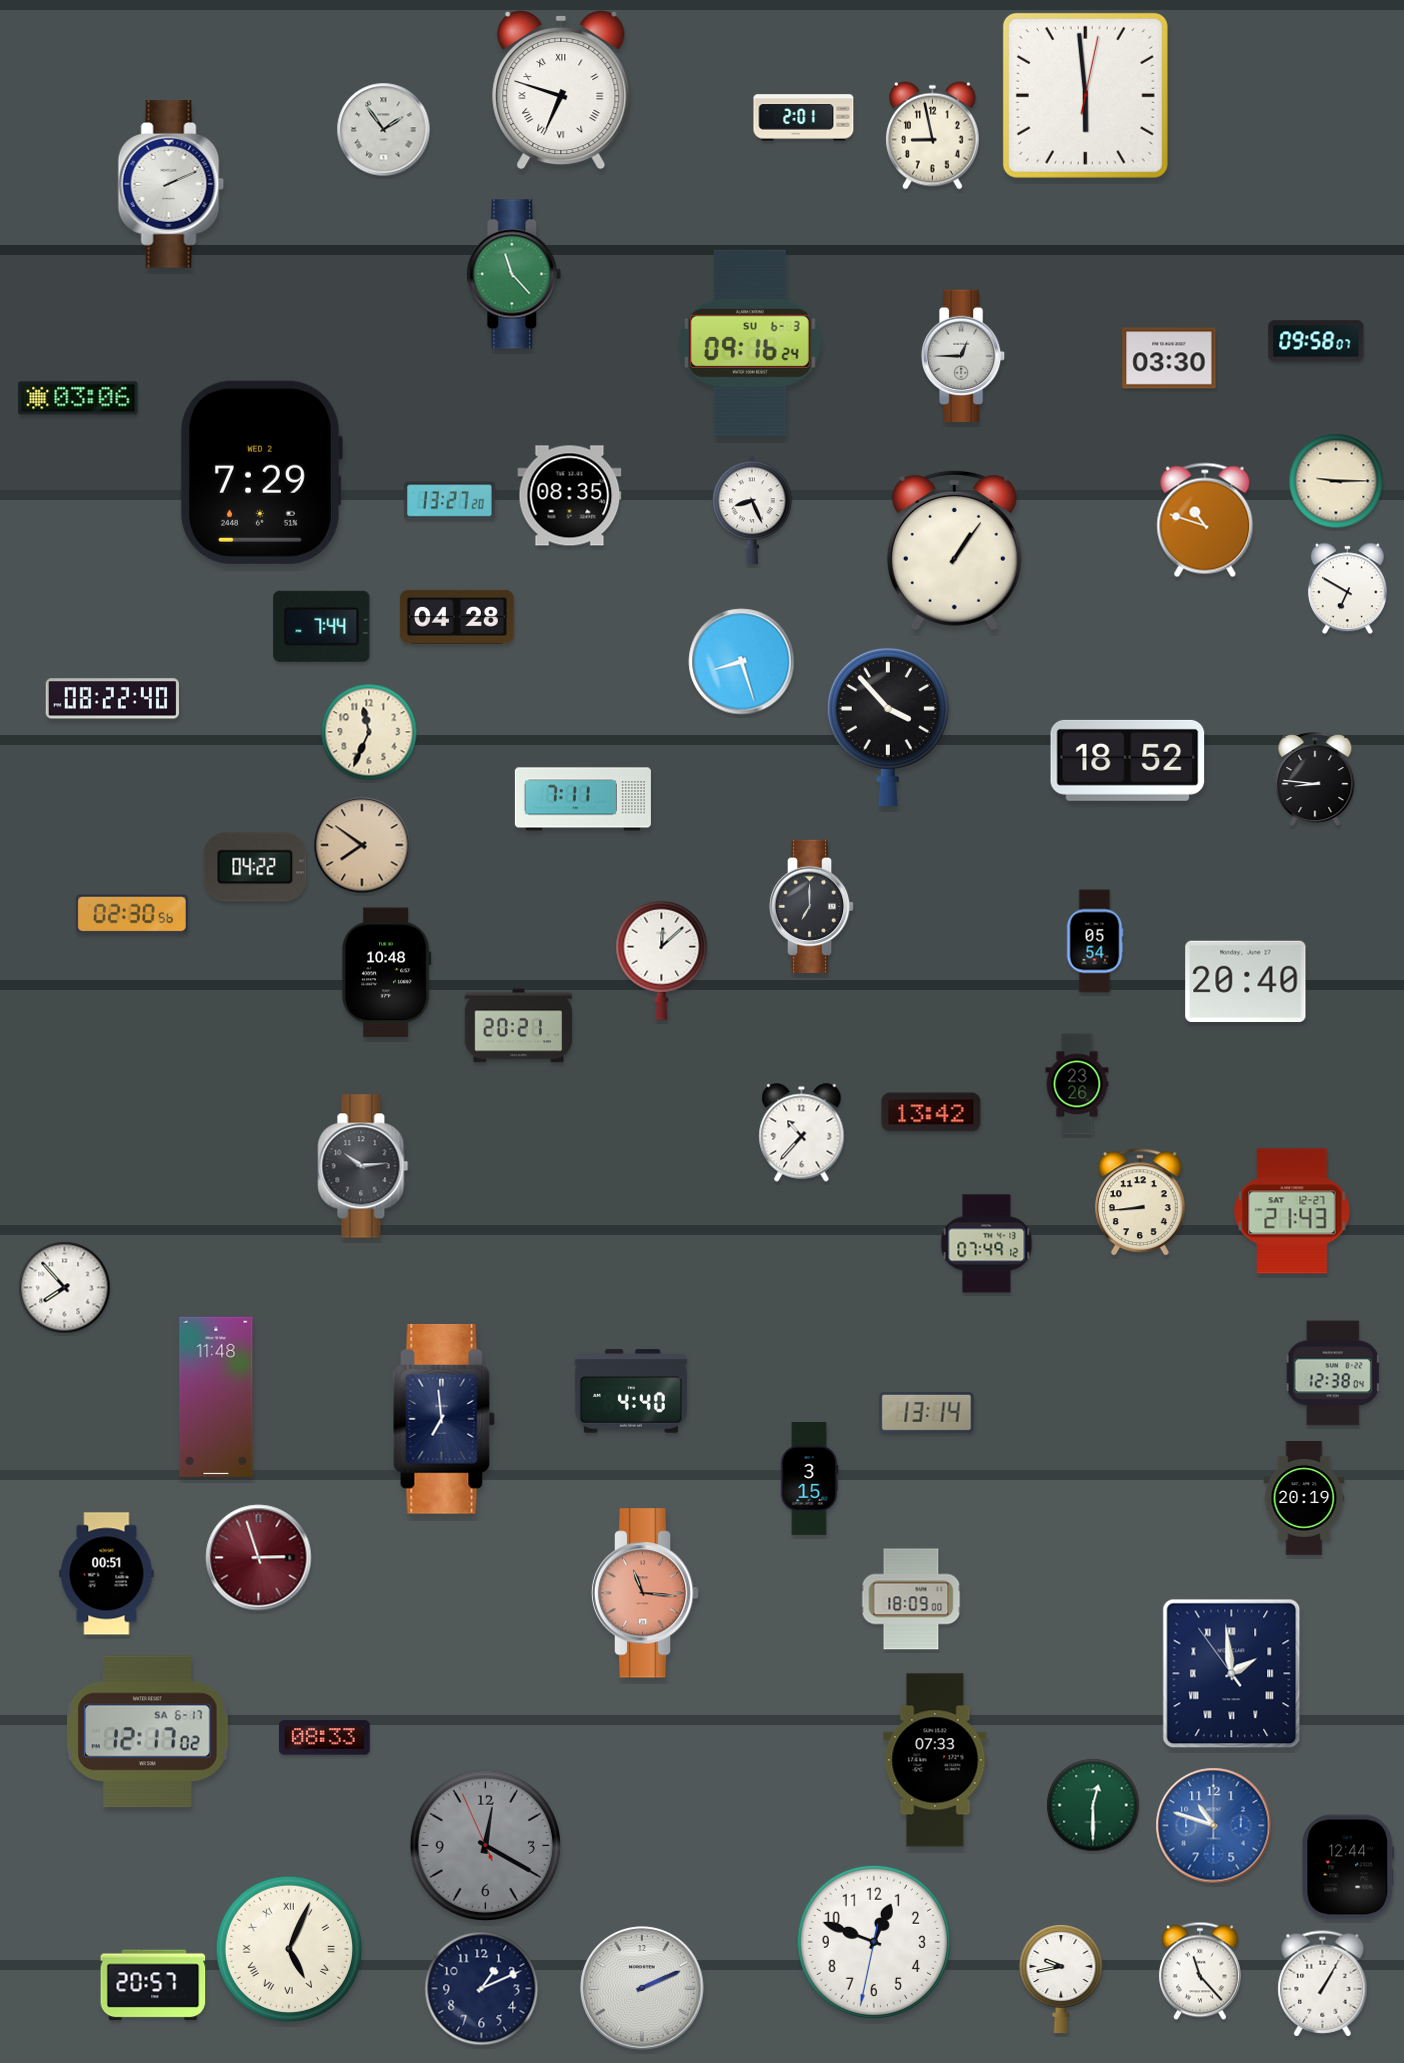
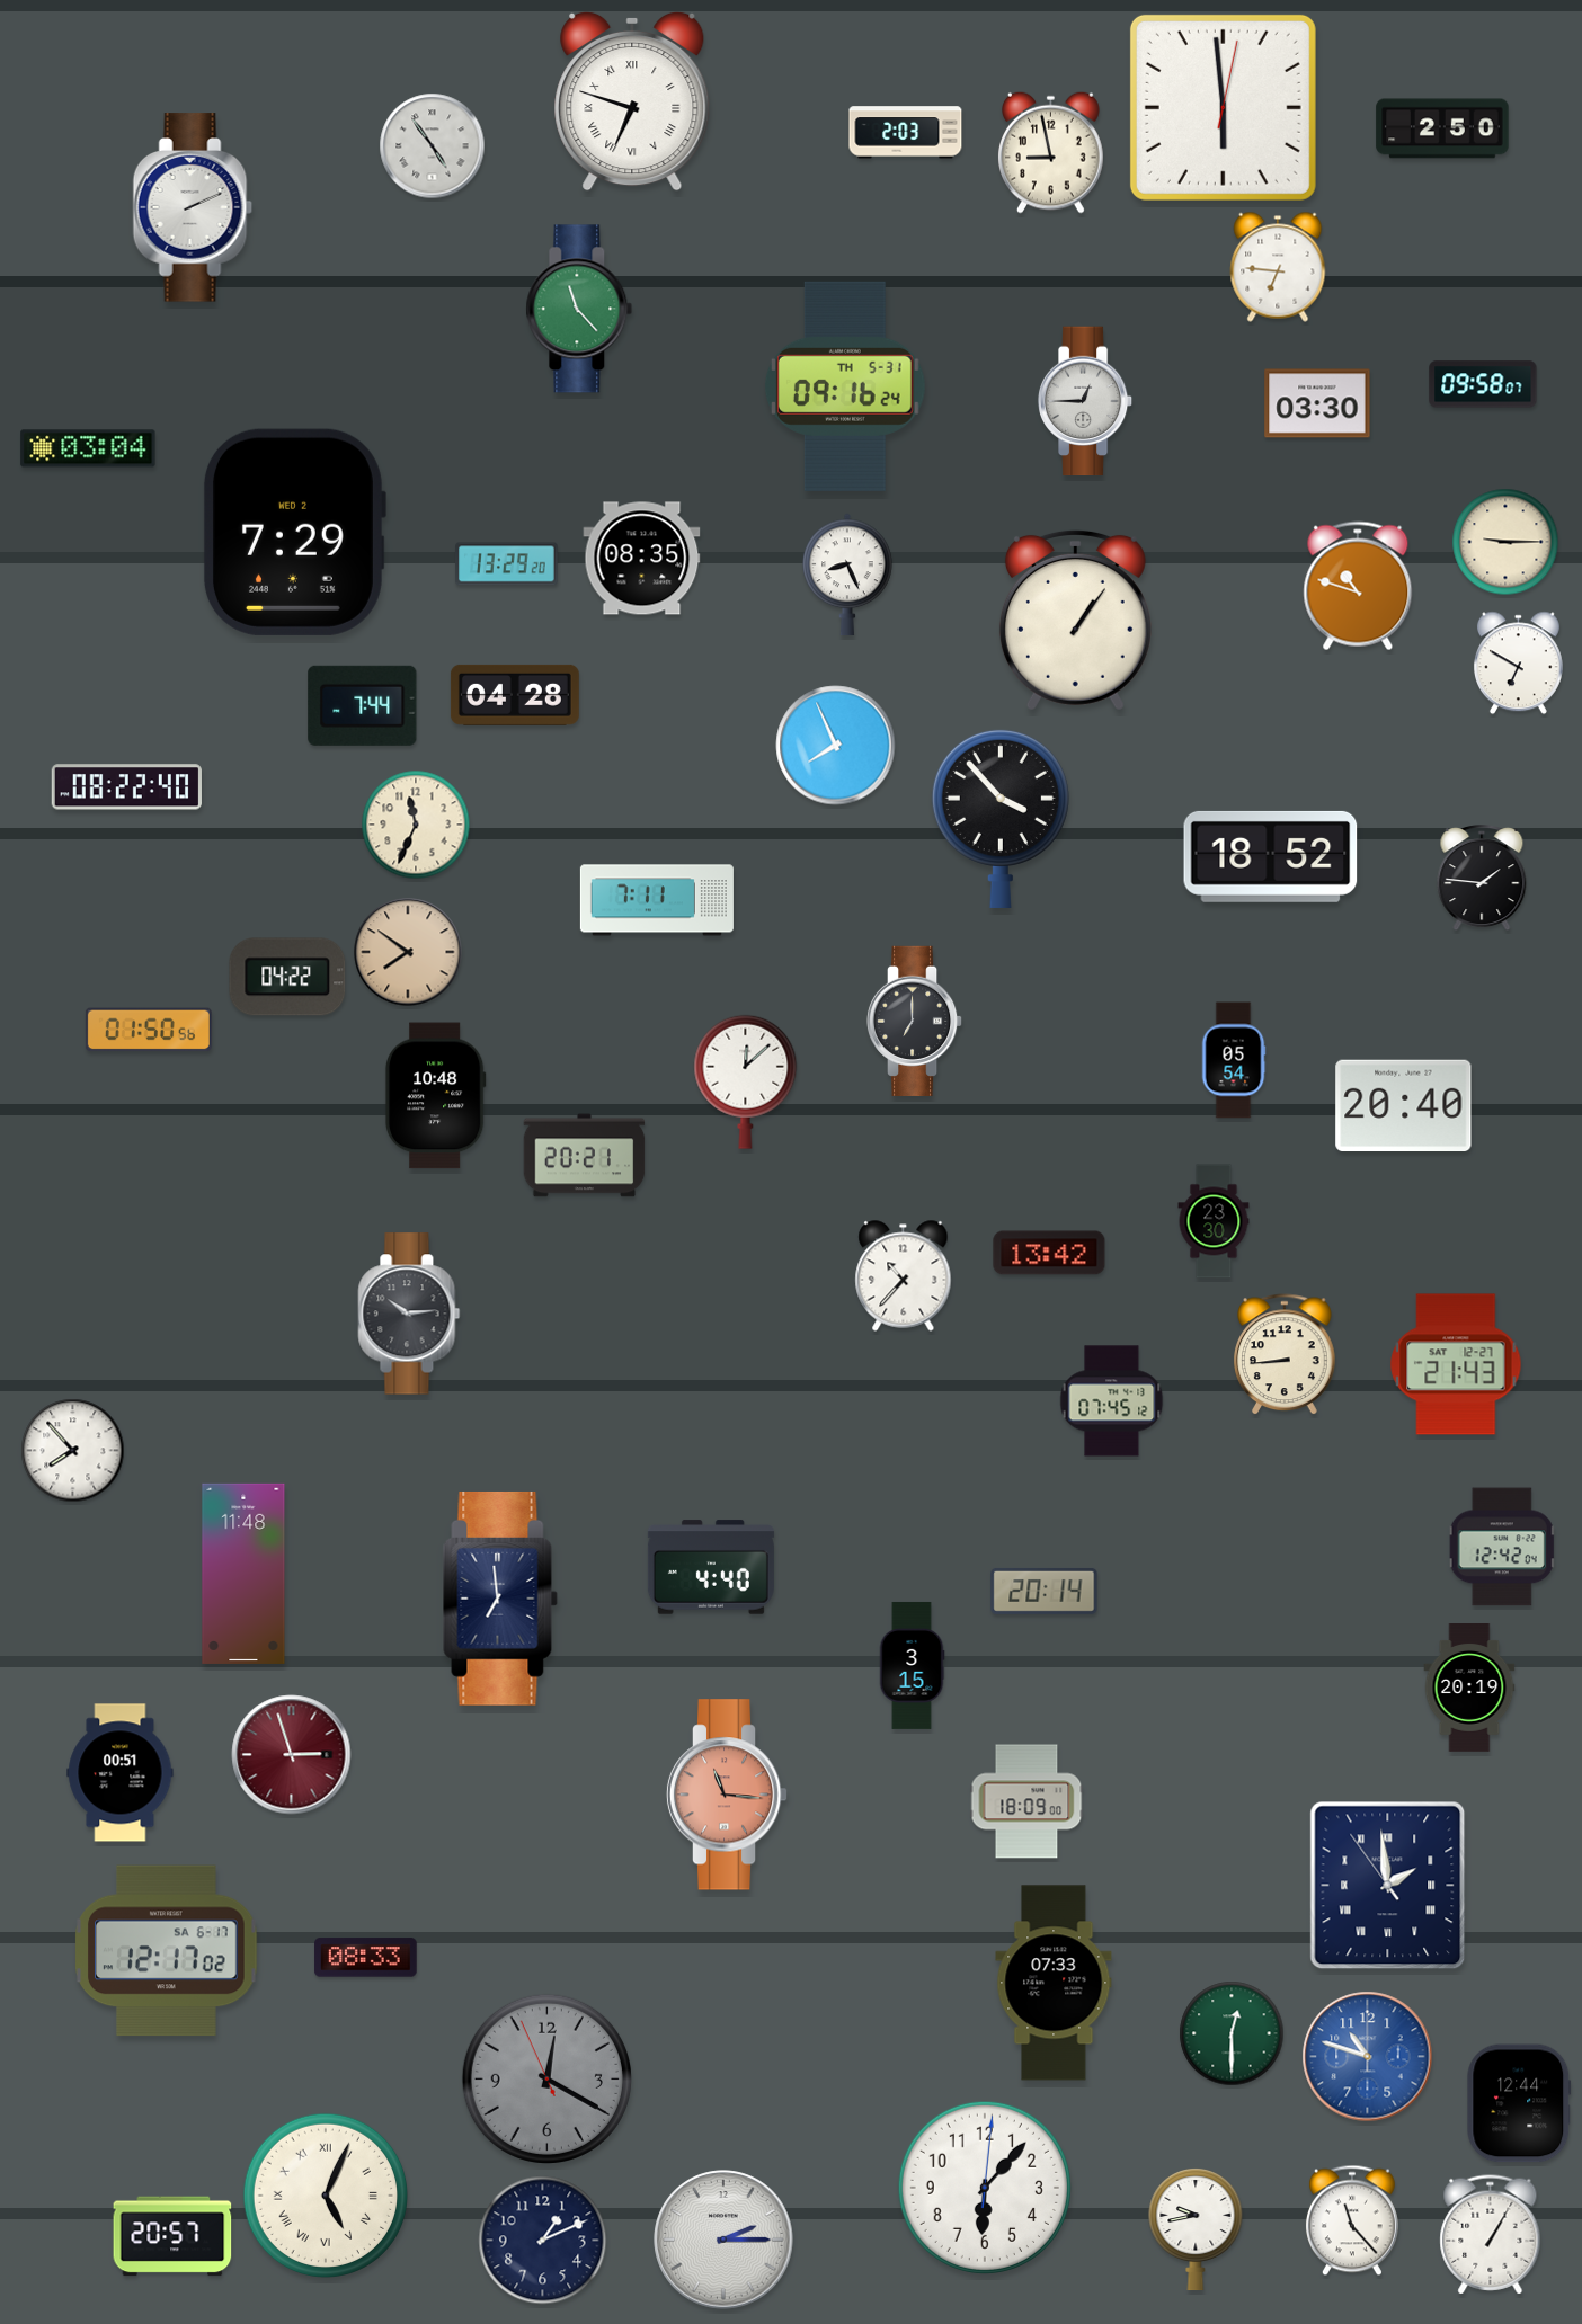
clock at (1442, 128): none -> 2:50
clock at (804, 118): 2:01 -> 2:03
clock at (384, 130): 1:54 -> 4:54
clock at (1278, 267): none -> 6:46
clock at (750, 343) date: SU 6-3 -> TH 5-31
clock at (78, 398): 03:06 -> 03:04
clock at (450, 501): 13:27 -> 13:29
clock at (742, 662): 8:27 -> 7:56
clock at (1315, 780): 8:46 -> 1:46
clock at (132, 914): 02:30 -> 01:50
clock at (1077, 1084): 23:26 -> 23:30
clock at (987, 1244): 07:49 -> 07:45
clock at (1333, 1373): 12:38 -> 12:42
clock at (927, 1412): 13:14 -> 20:14
clock at (874, 1942): 12:48 -> 6:07
clock at (642, 1988): 2:11 -> 2:15
